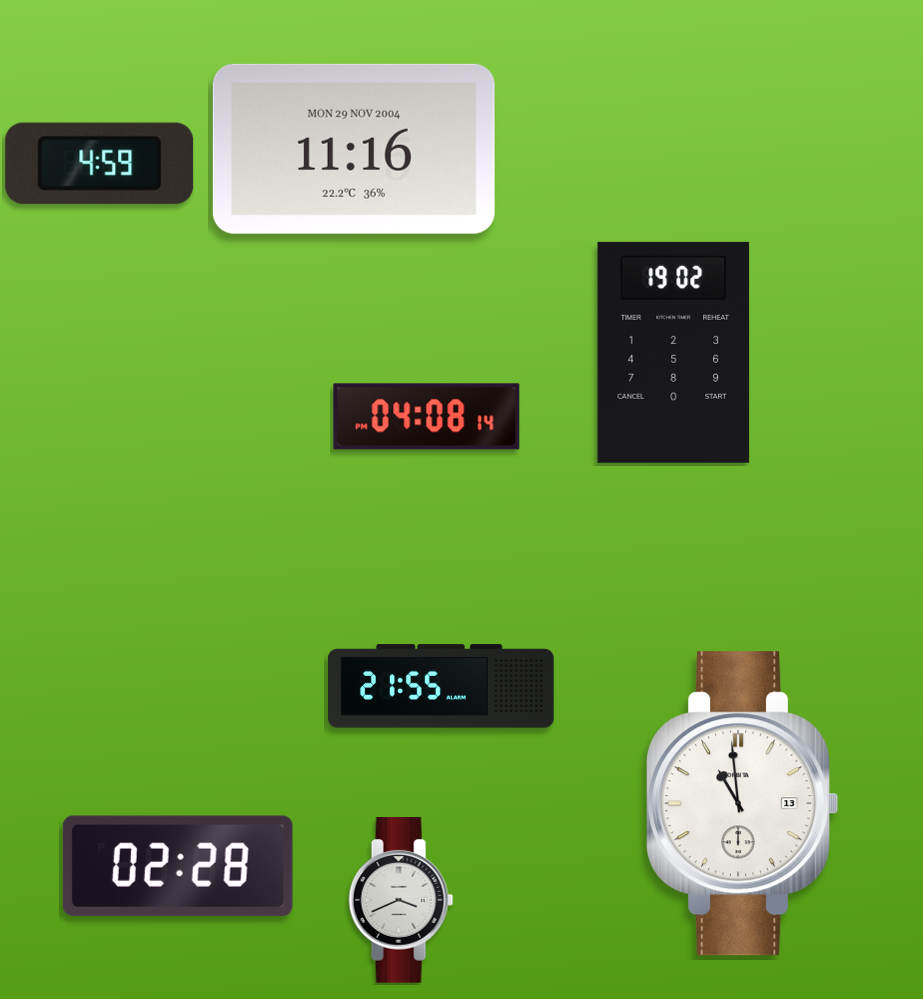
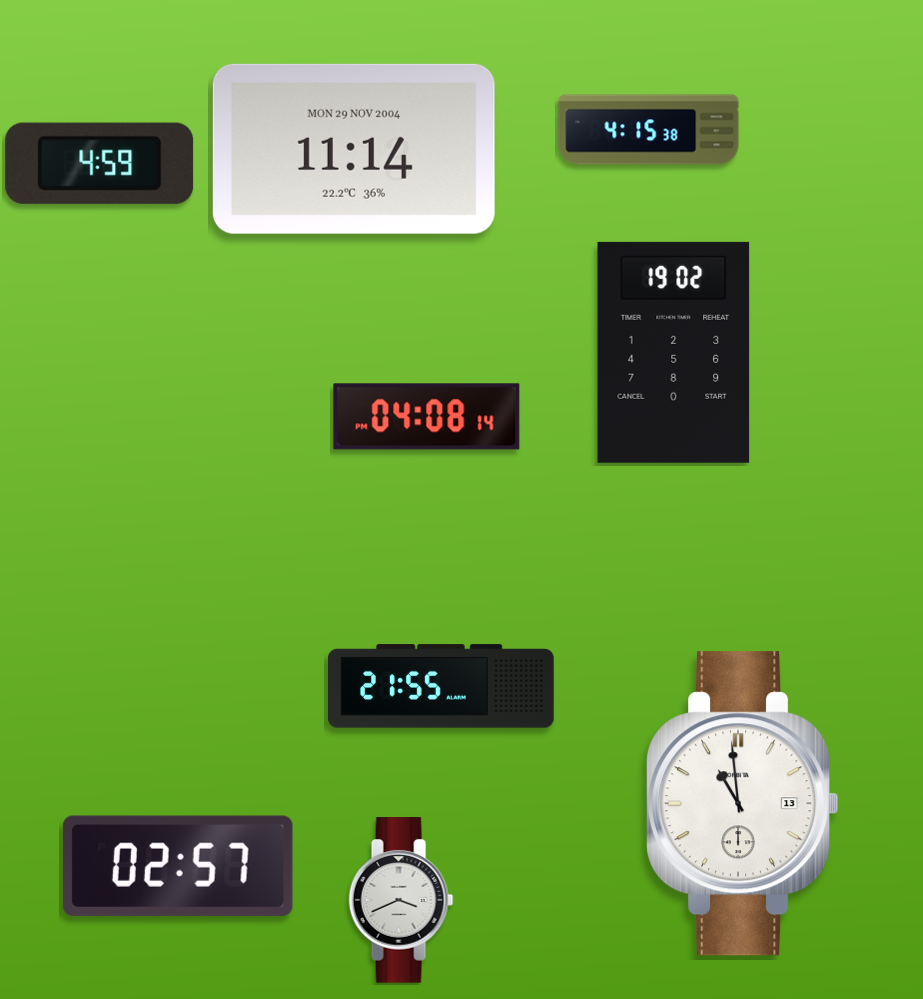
clock at (649, 130): none -> 4:15
clock at (354, 149): 11:16 -> 11:14
clock at (178, 866): 02:28 -> 02:57
